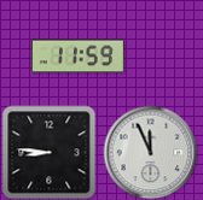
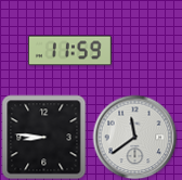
clock at (150, 152): 11:56 -> 11:39
